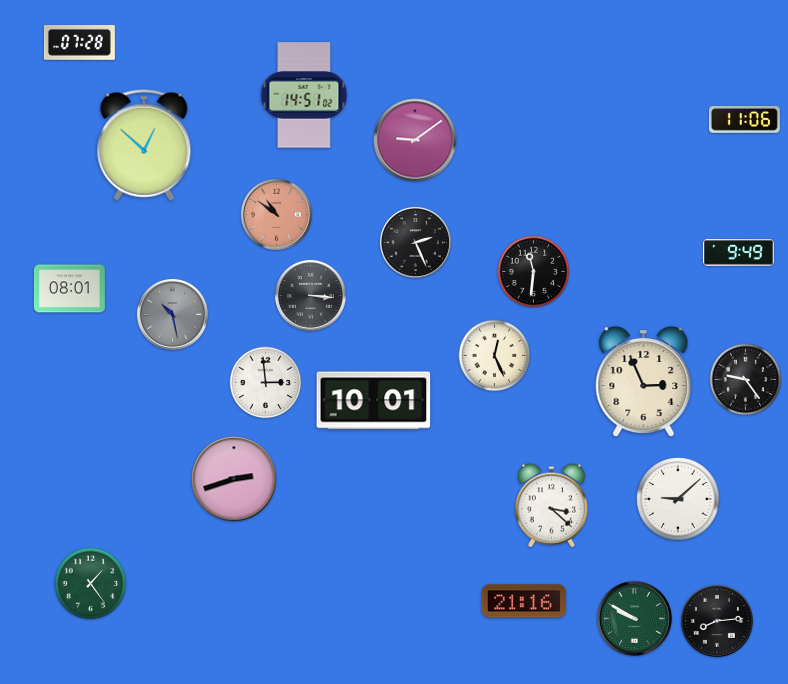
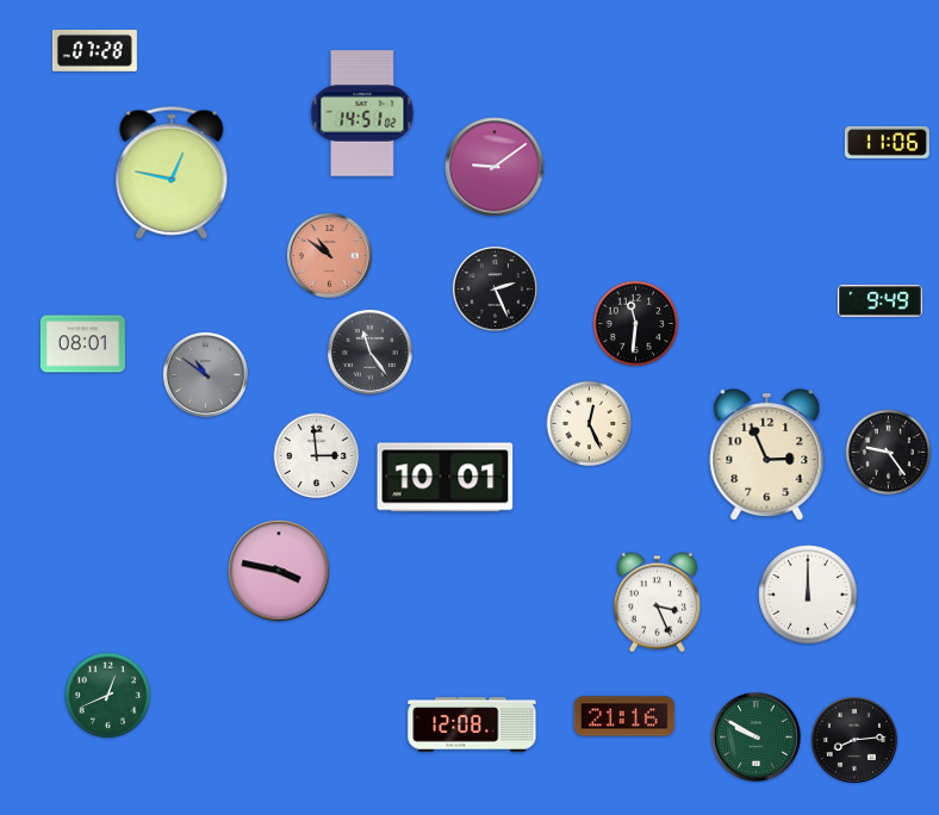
clock at (144, 145): 12:52 -> 12:47
clock at (310, 295): 3:16 -> 11:24
clock at (172, 314): 10:28 -> 10:51
clock at (234, 479): 2:42 -> 3:47
clock at (678, 499): 9:08 -> 12:00
clock at (551, 506): 3:22 -> 3:26
clock at (91, 584): 1:24 -> 12:41
clock at (472, 724): none -> 12:08
